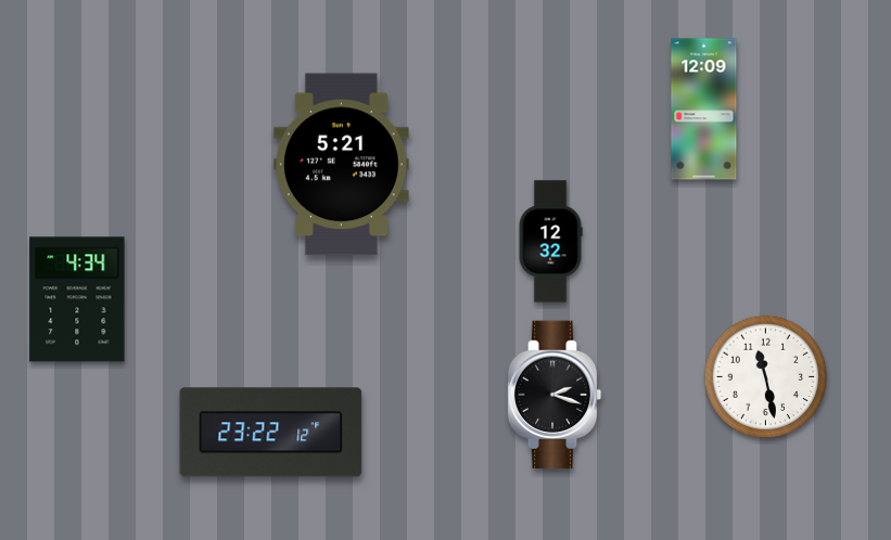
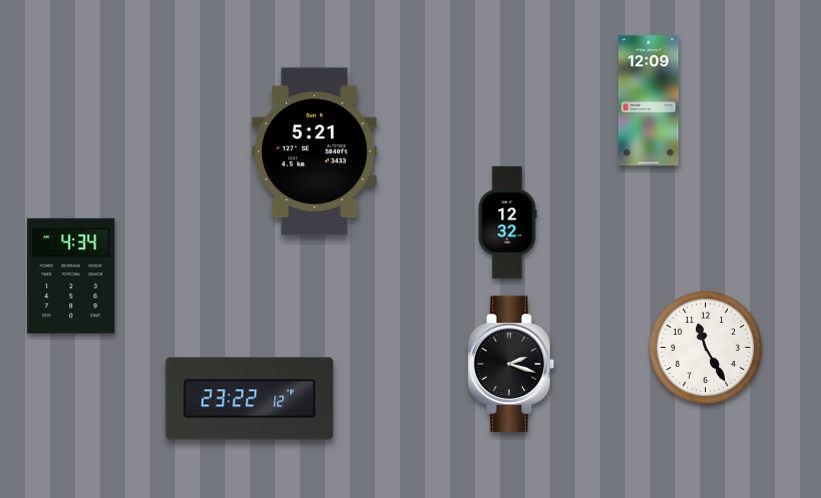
clock at (766, 377): 11:28 -> 11:25
